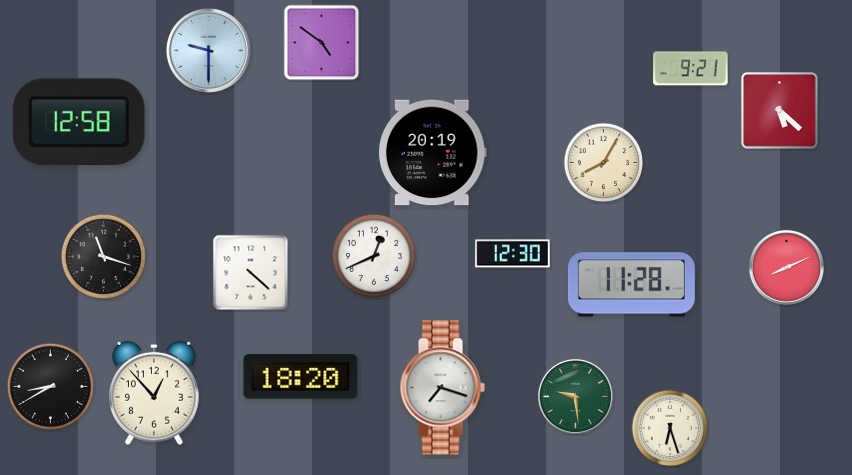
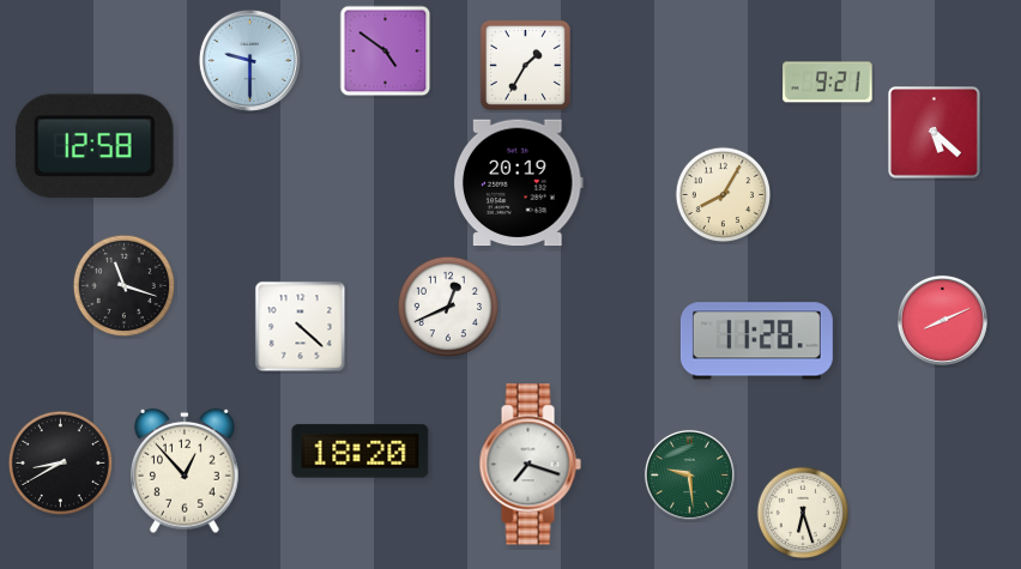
clock at (525, 65): none -> 1:35
clock at (513, 254): 12:30 -> none
clock at (103, 256) position: (103, 256) -> (123, 285)
